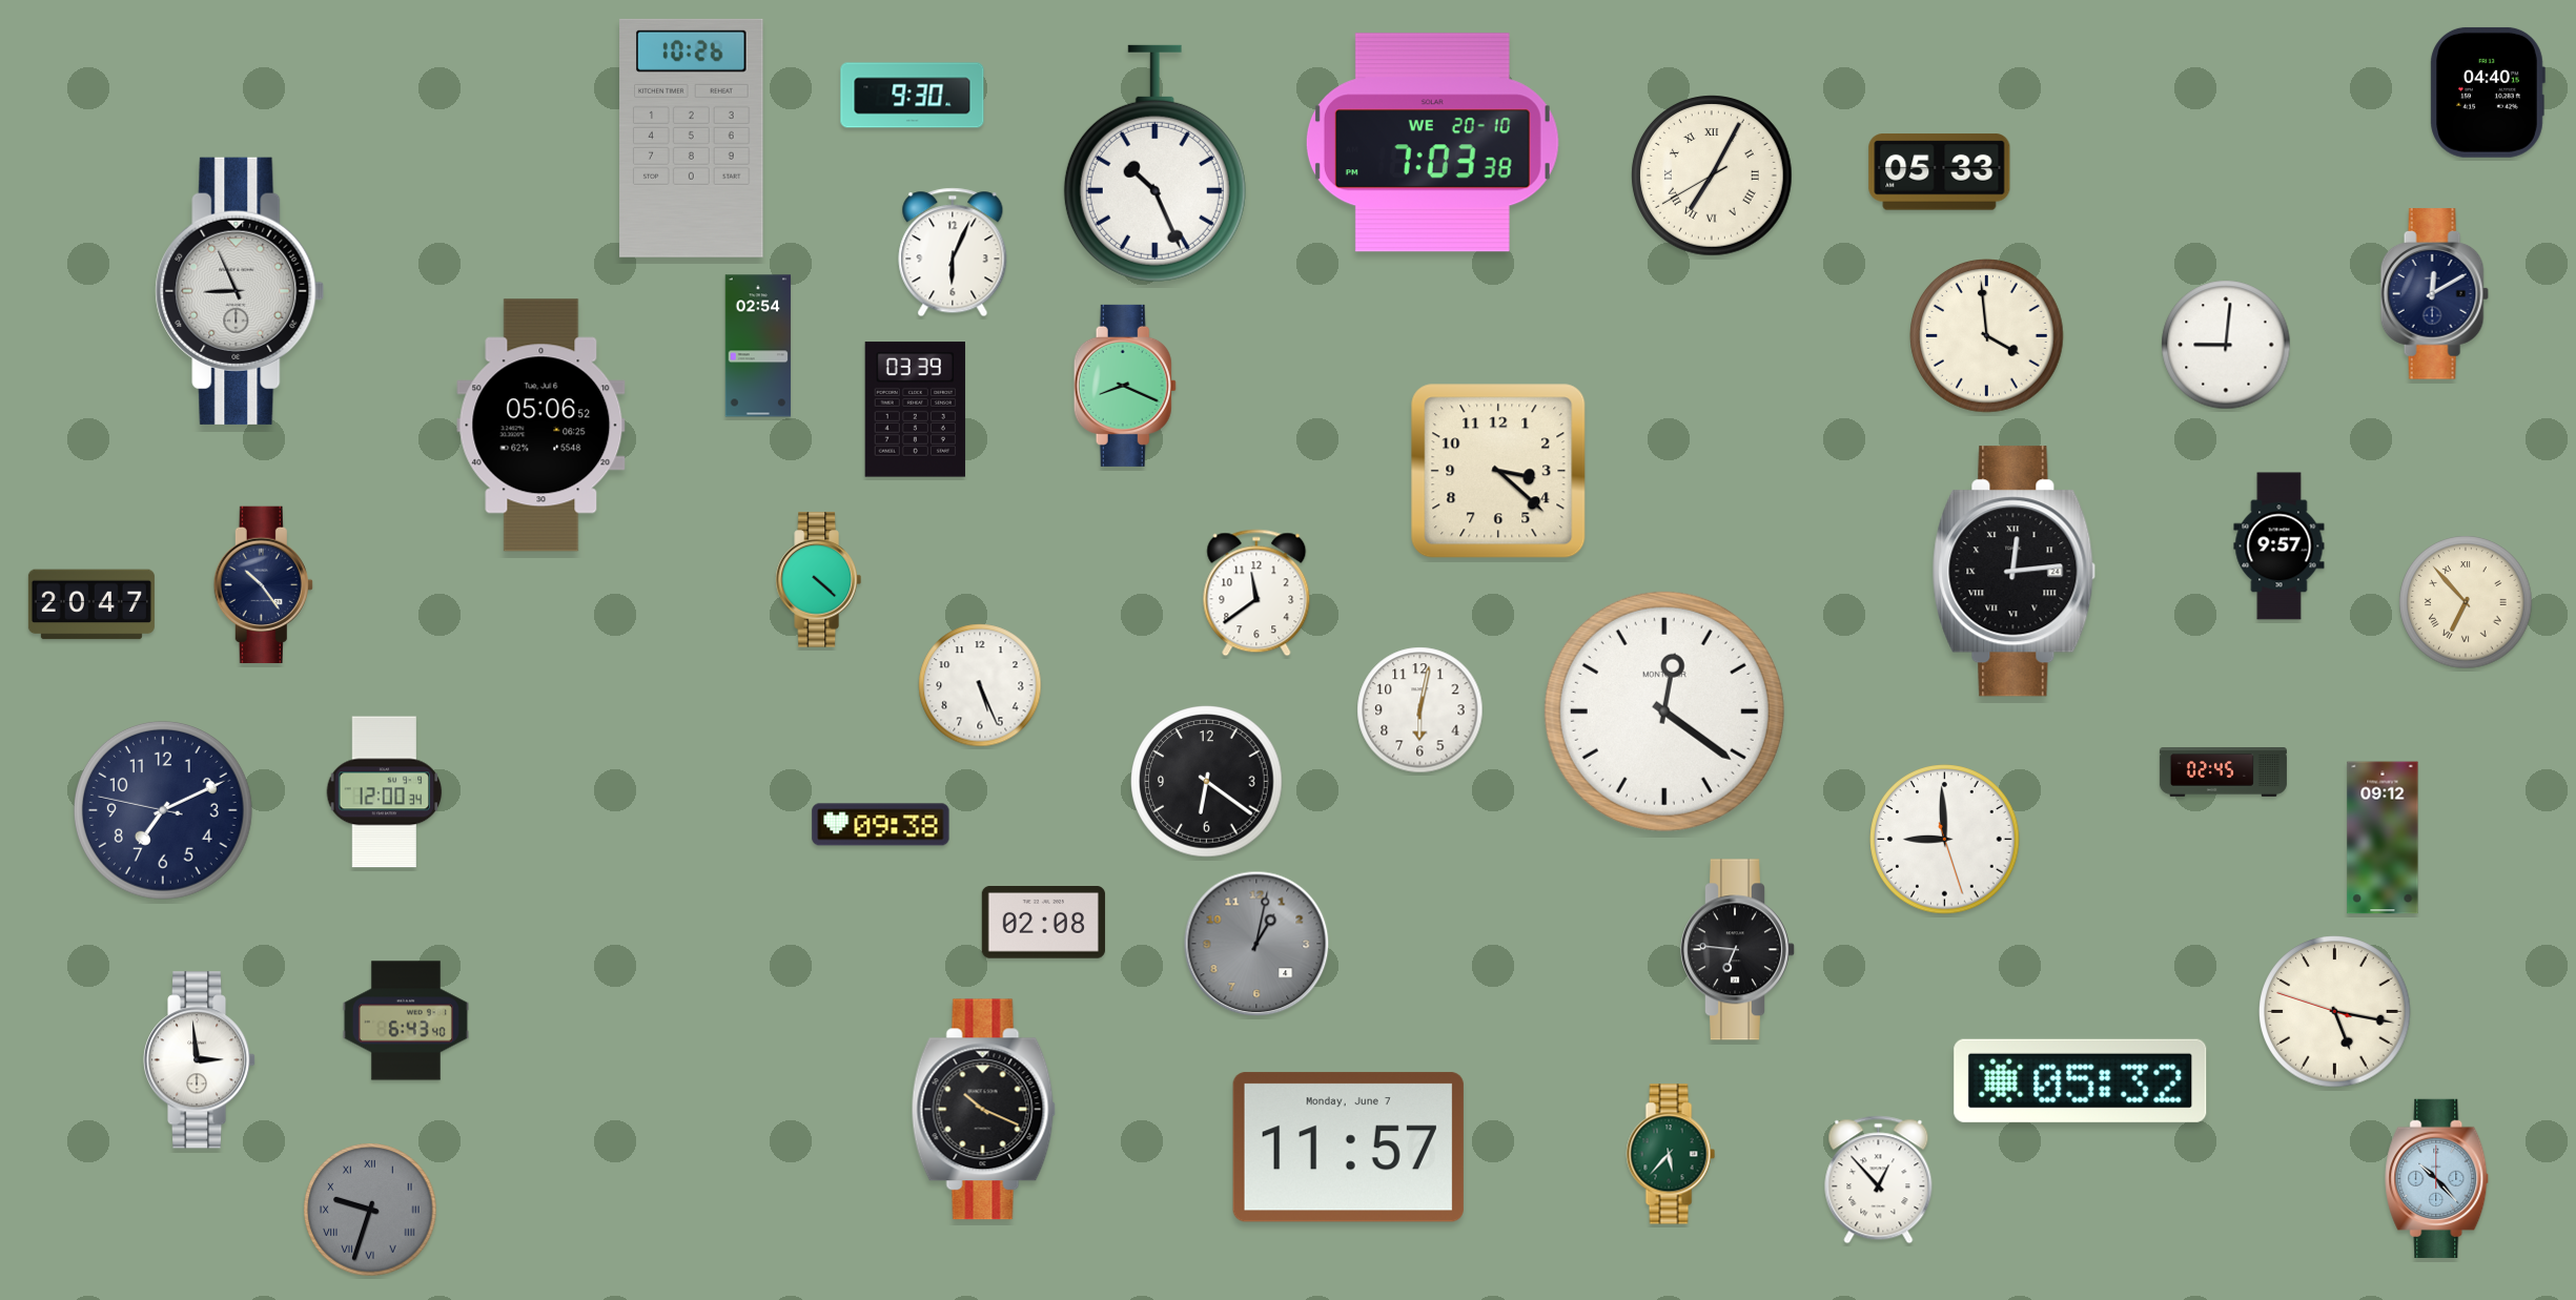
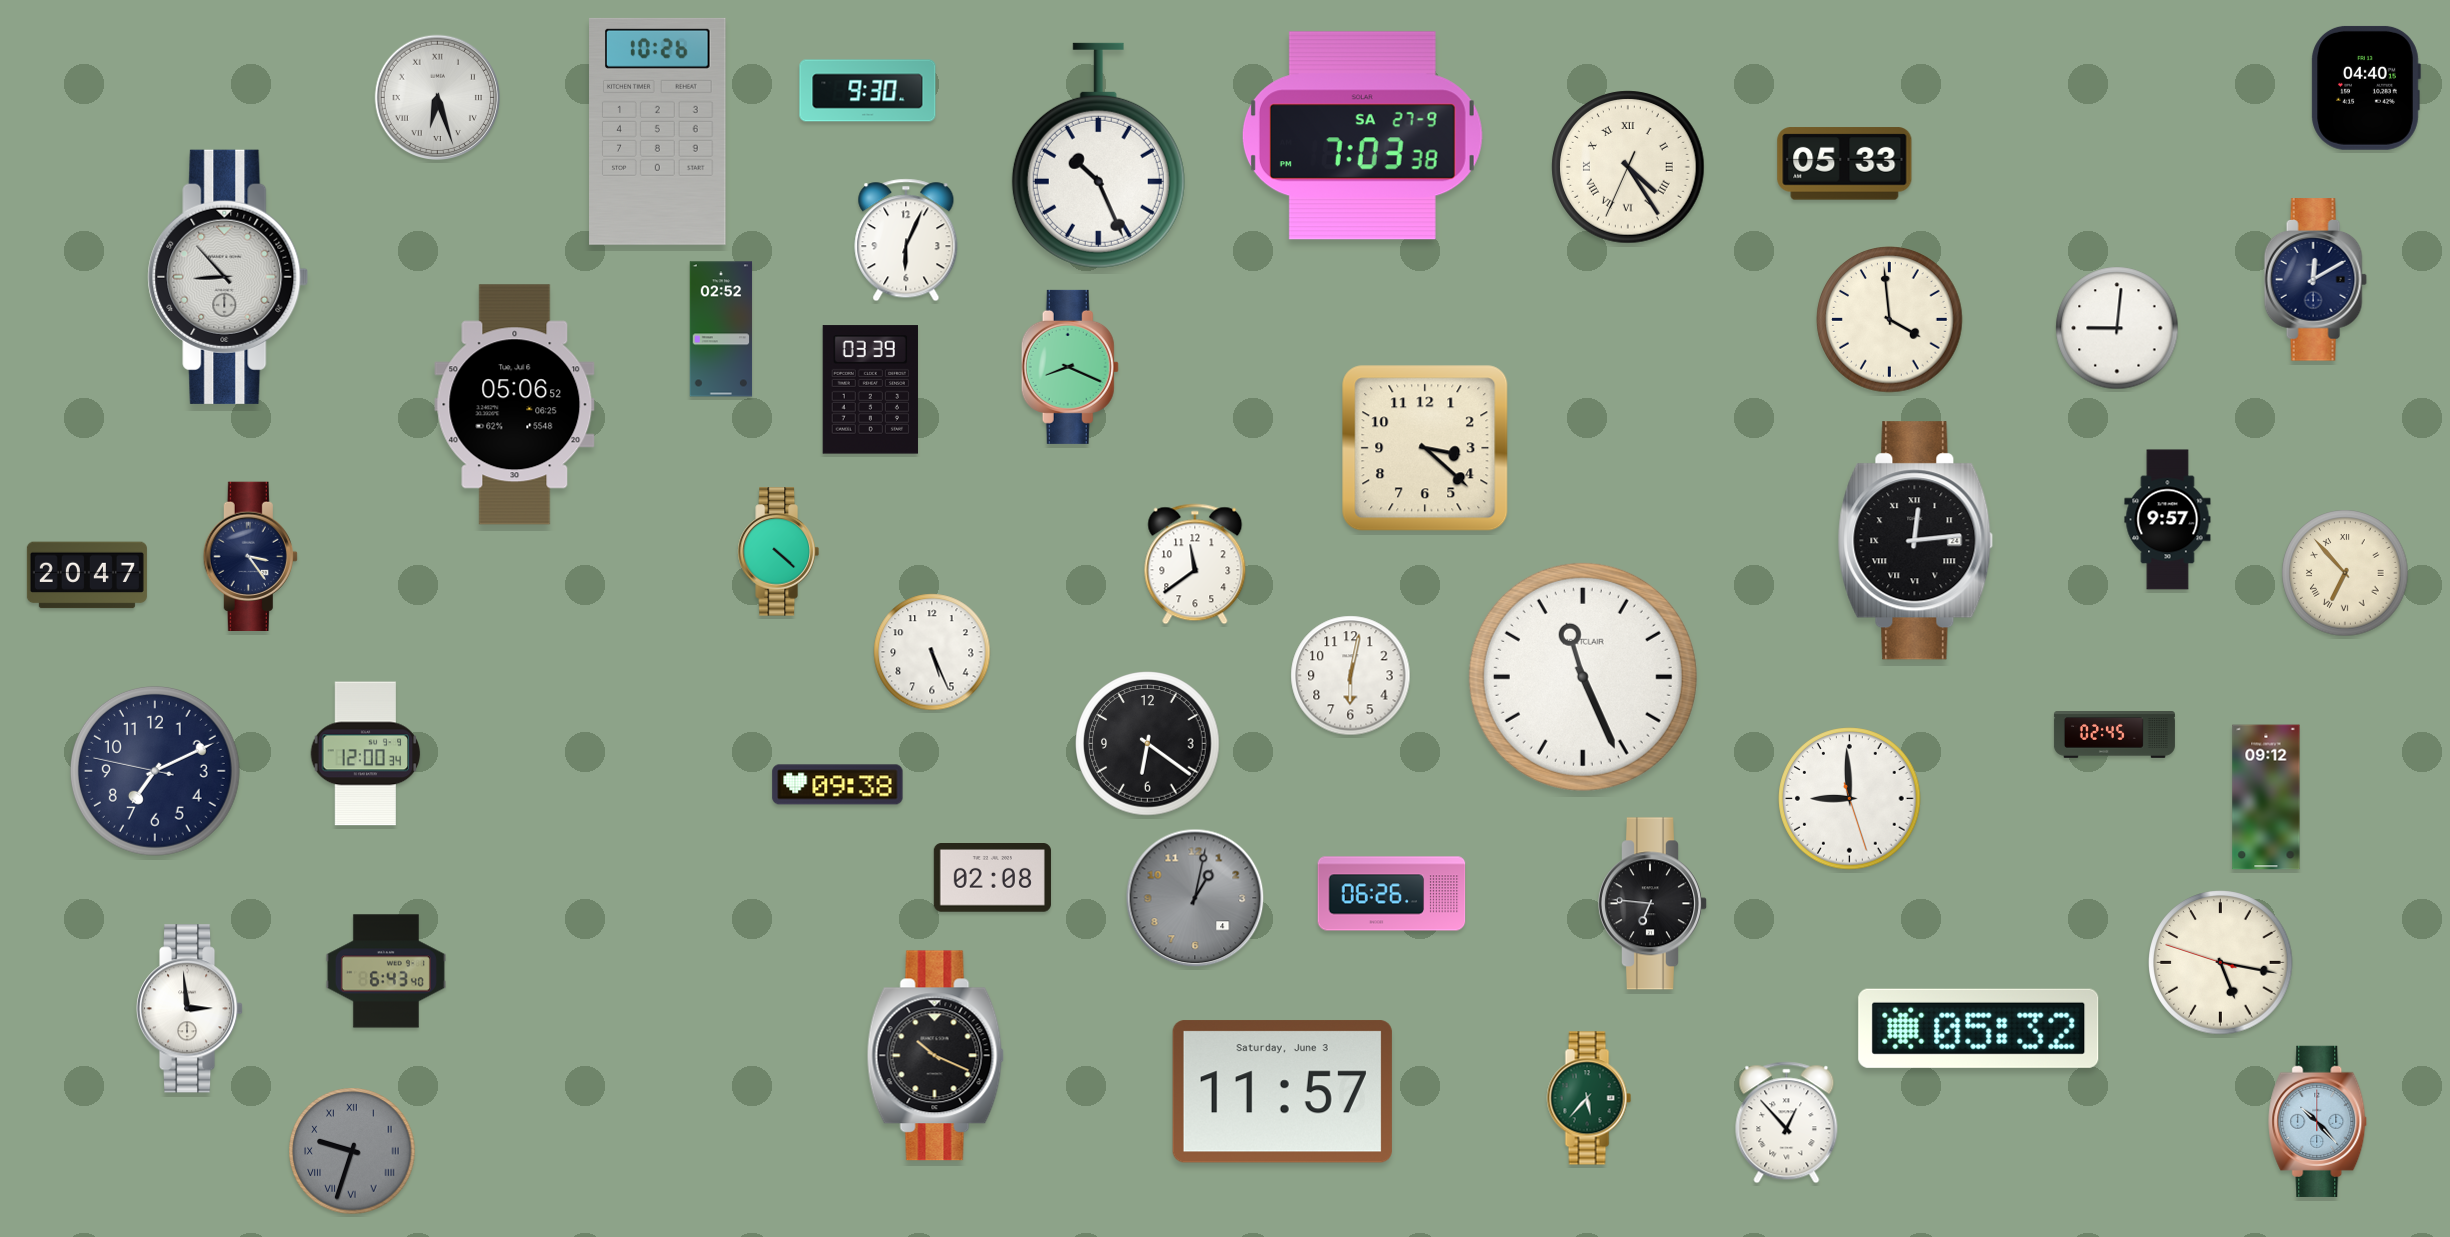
clock at (438, 98): none -> 6:27
clock at (1432, 143) date: WE 20-10 -> SA 27-9
clock at (1712, 176): 7:04 -> 4:24
clock at (240, 291): 8:56 -> 8:53
clock at (758, 346): 02:54 -> 02:52
clock at (2015, 572) position: (2015, 572) -> (1916, 541)
clock at (263, 584): 10:24 -> 3:24
clock at (1664, 711): 12:21 -> 11:26
clock at (1392, 894): none -> 06:26
clock at (1348, 1148) date: Monday, June 7 -> Saturday, June 3
